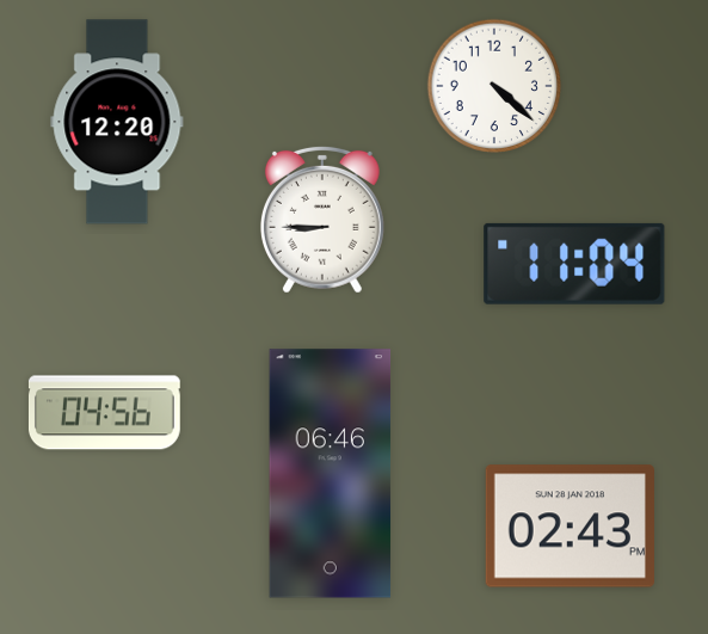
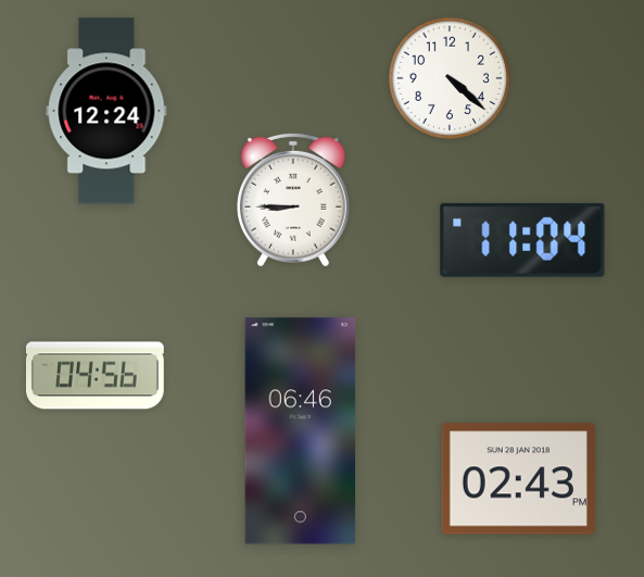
clock at (117, 122): 12:20 -> 12:24
